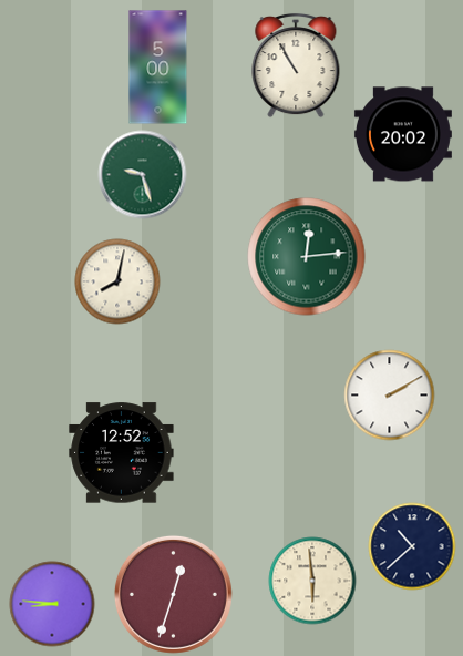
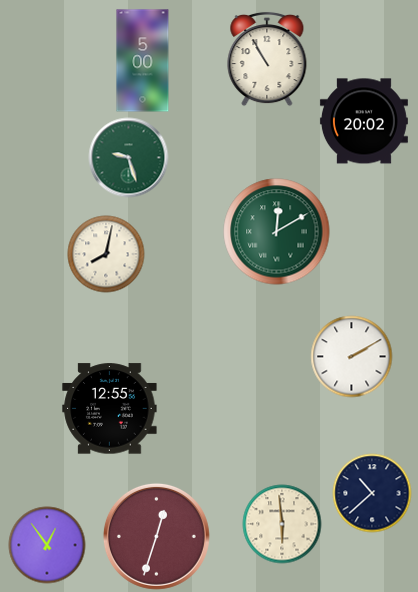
clock at (307, 257): 12:14 -> 12:10
clock at (122, 453): 12:52 -> 12:55
clock at (52, 604): 8:46 -> 12:54
